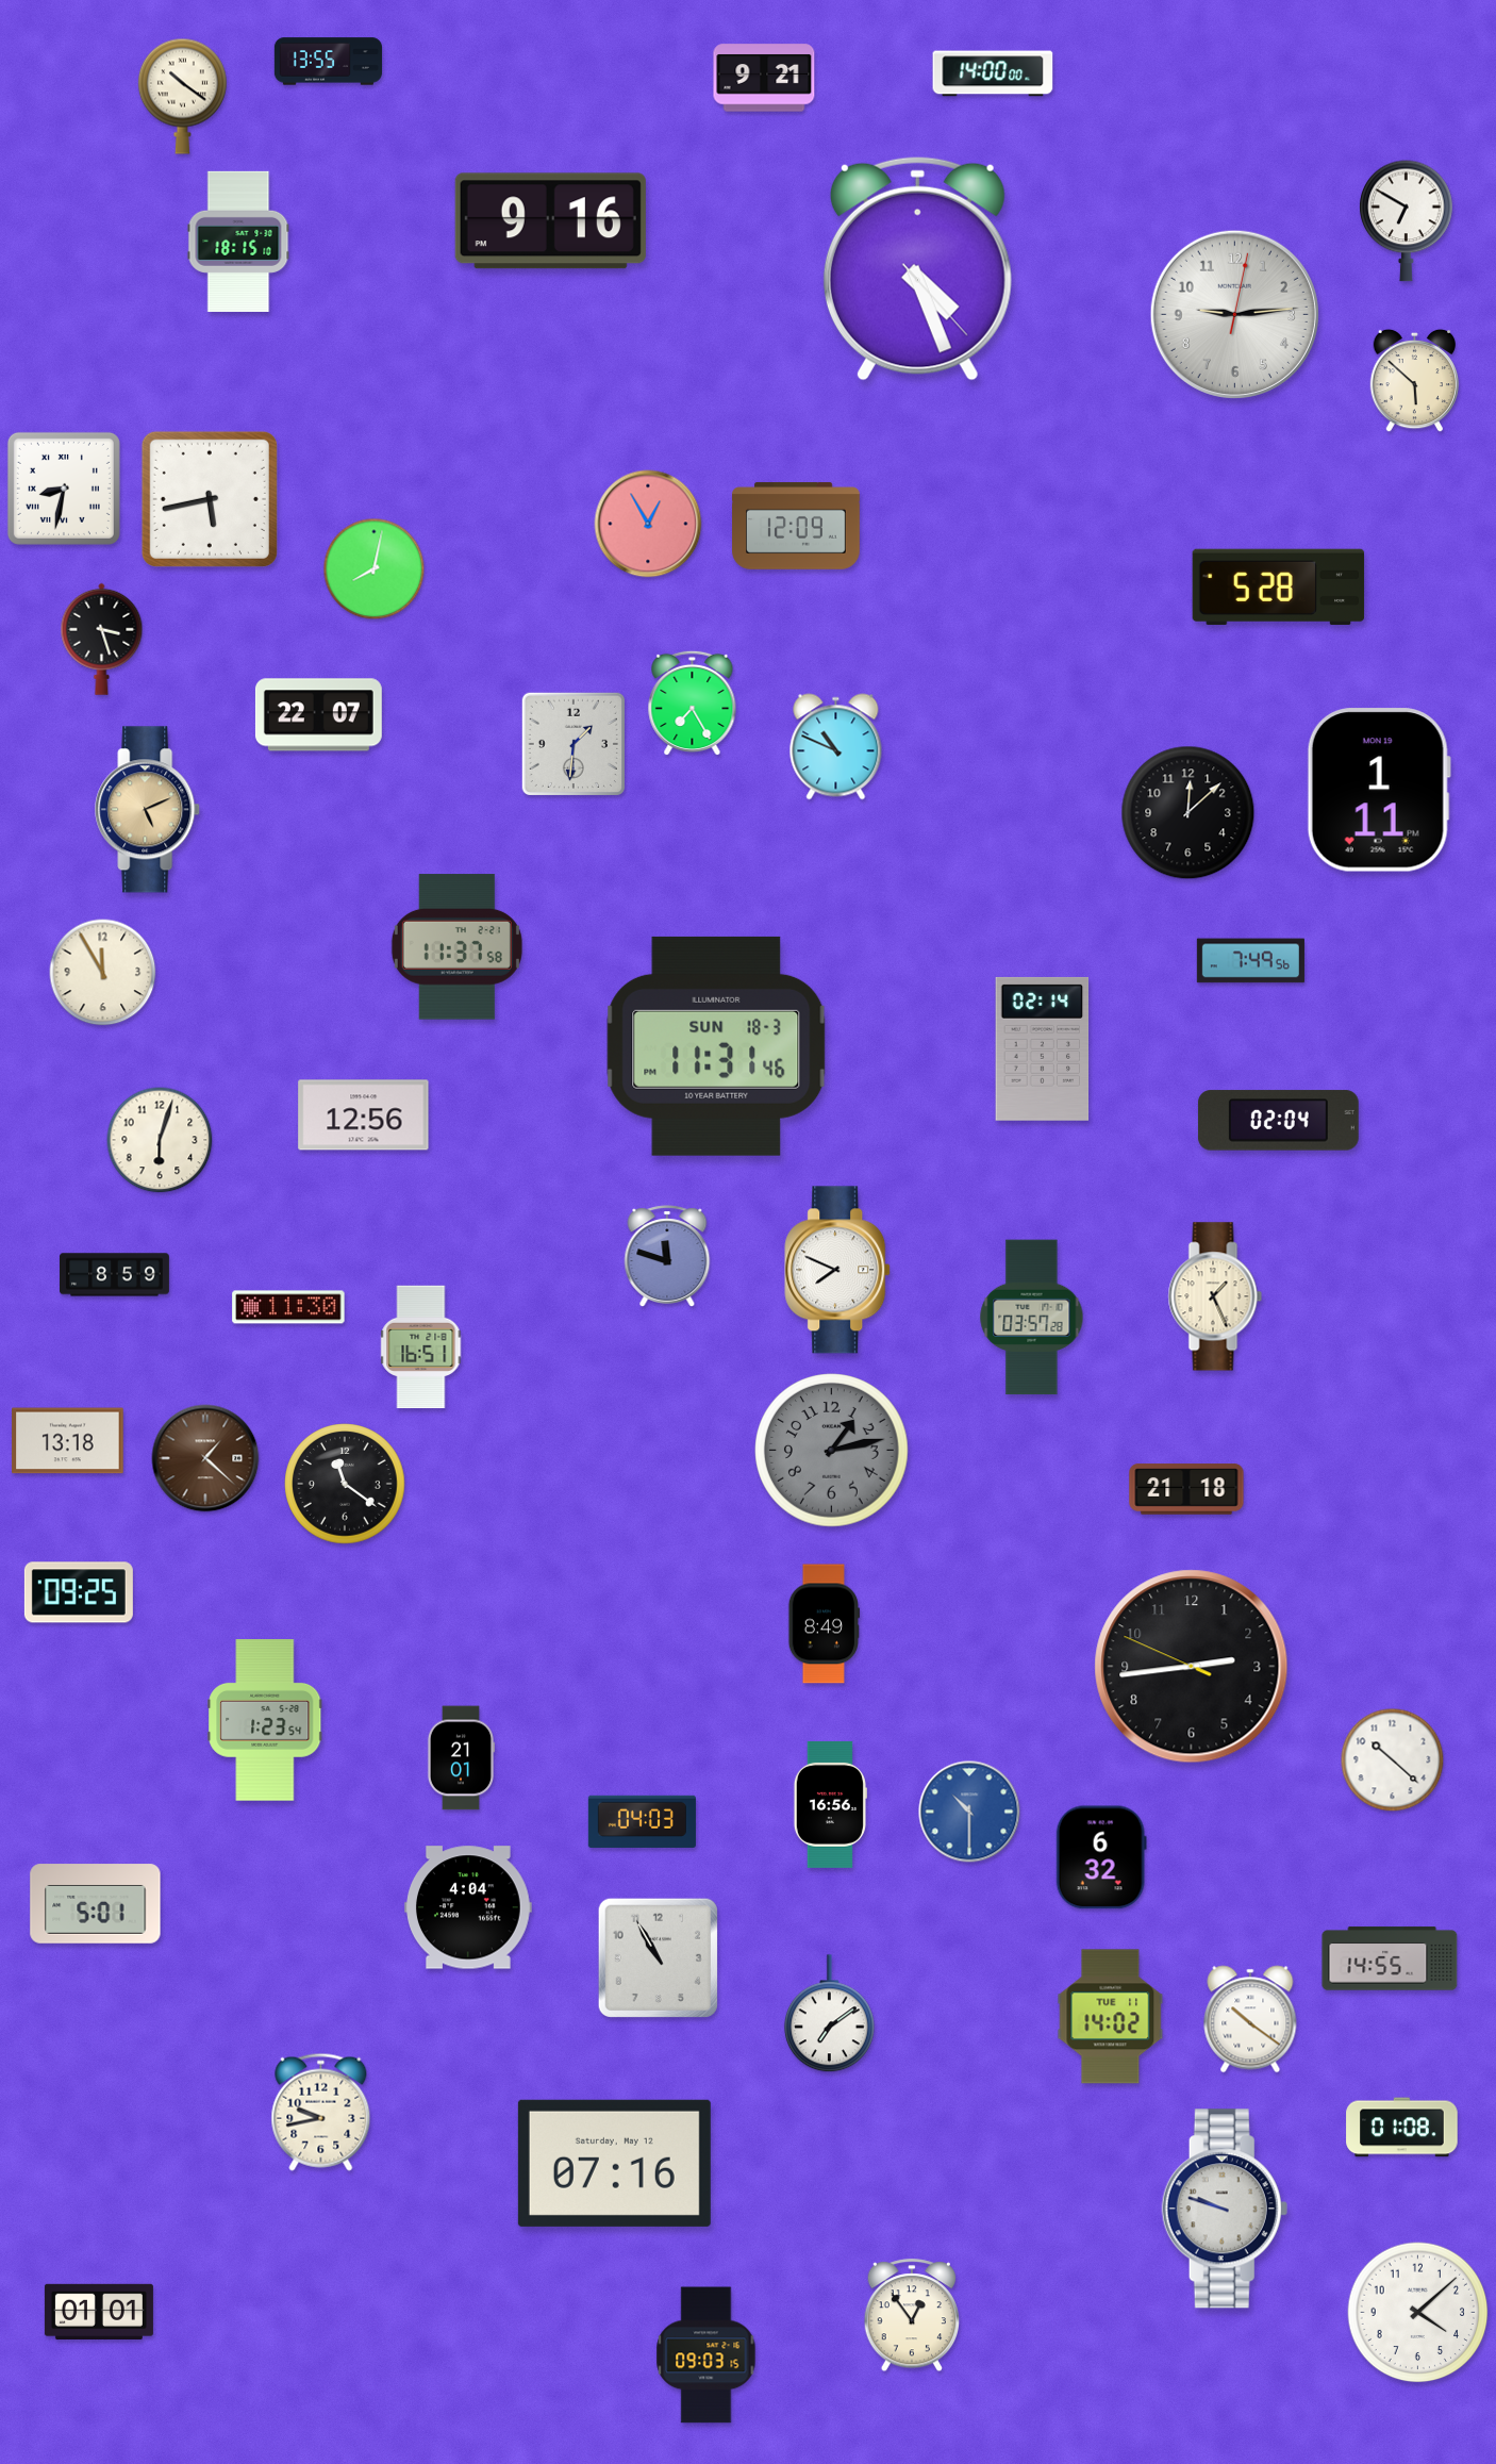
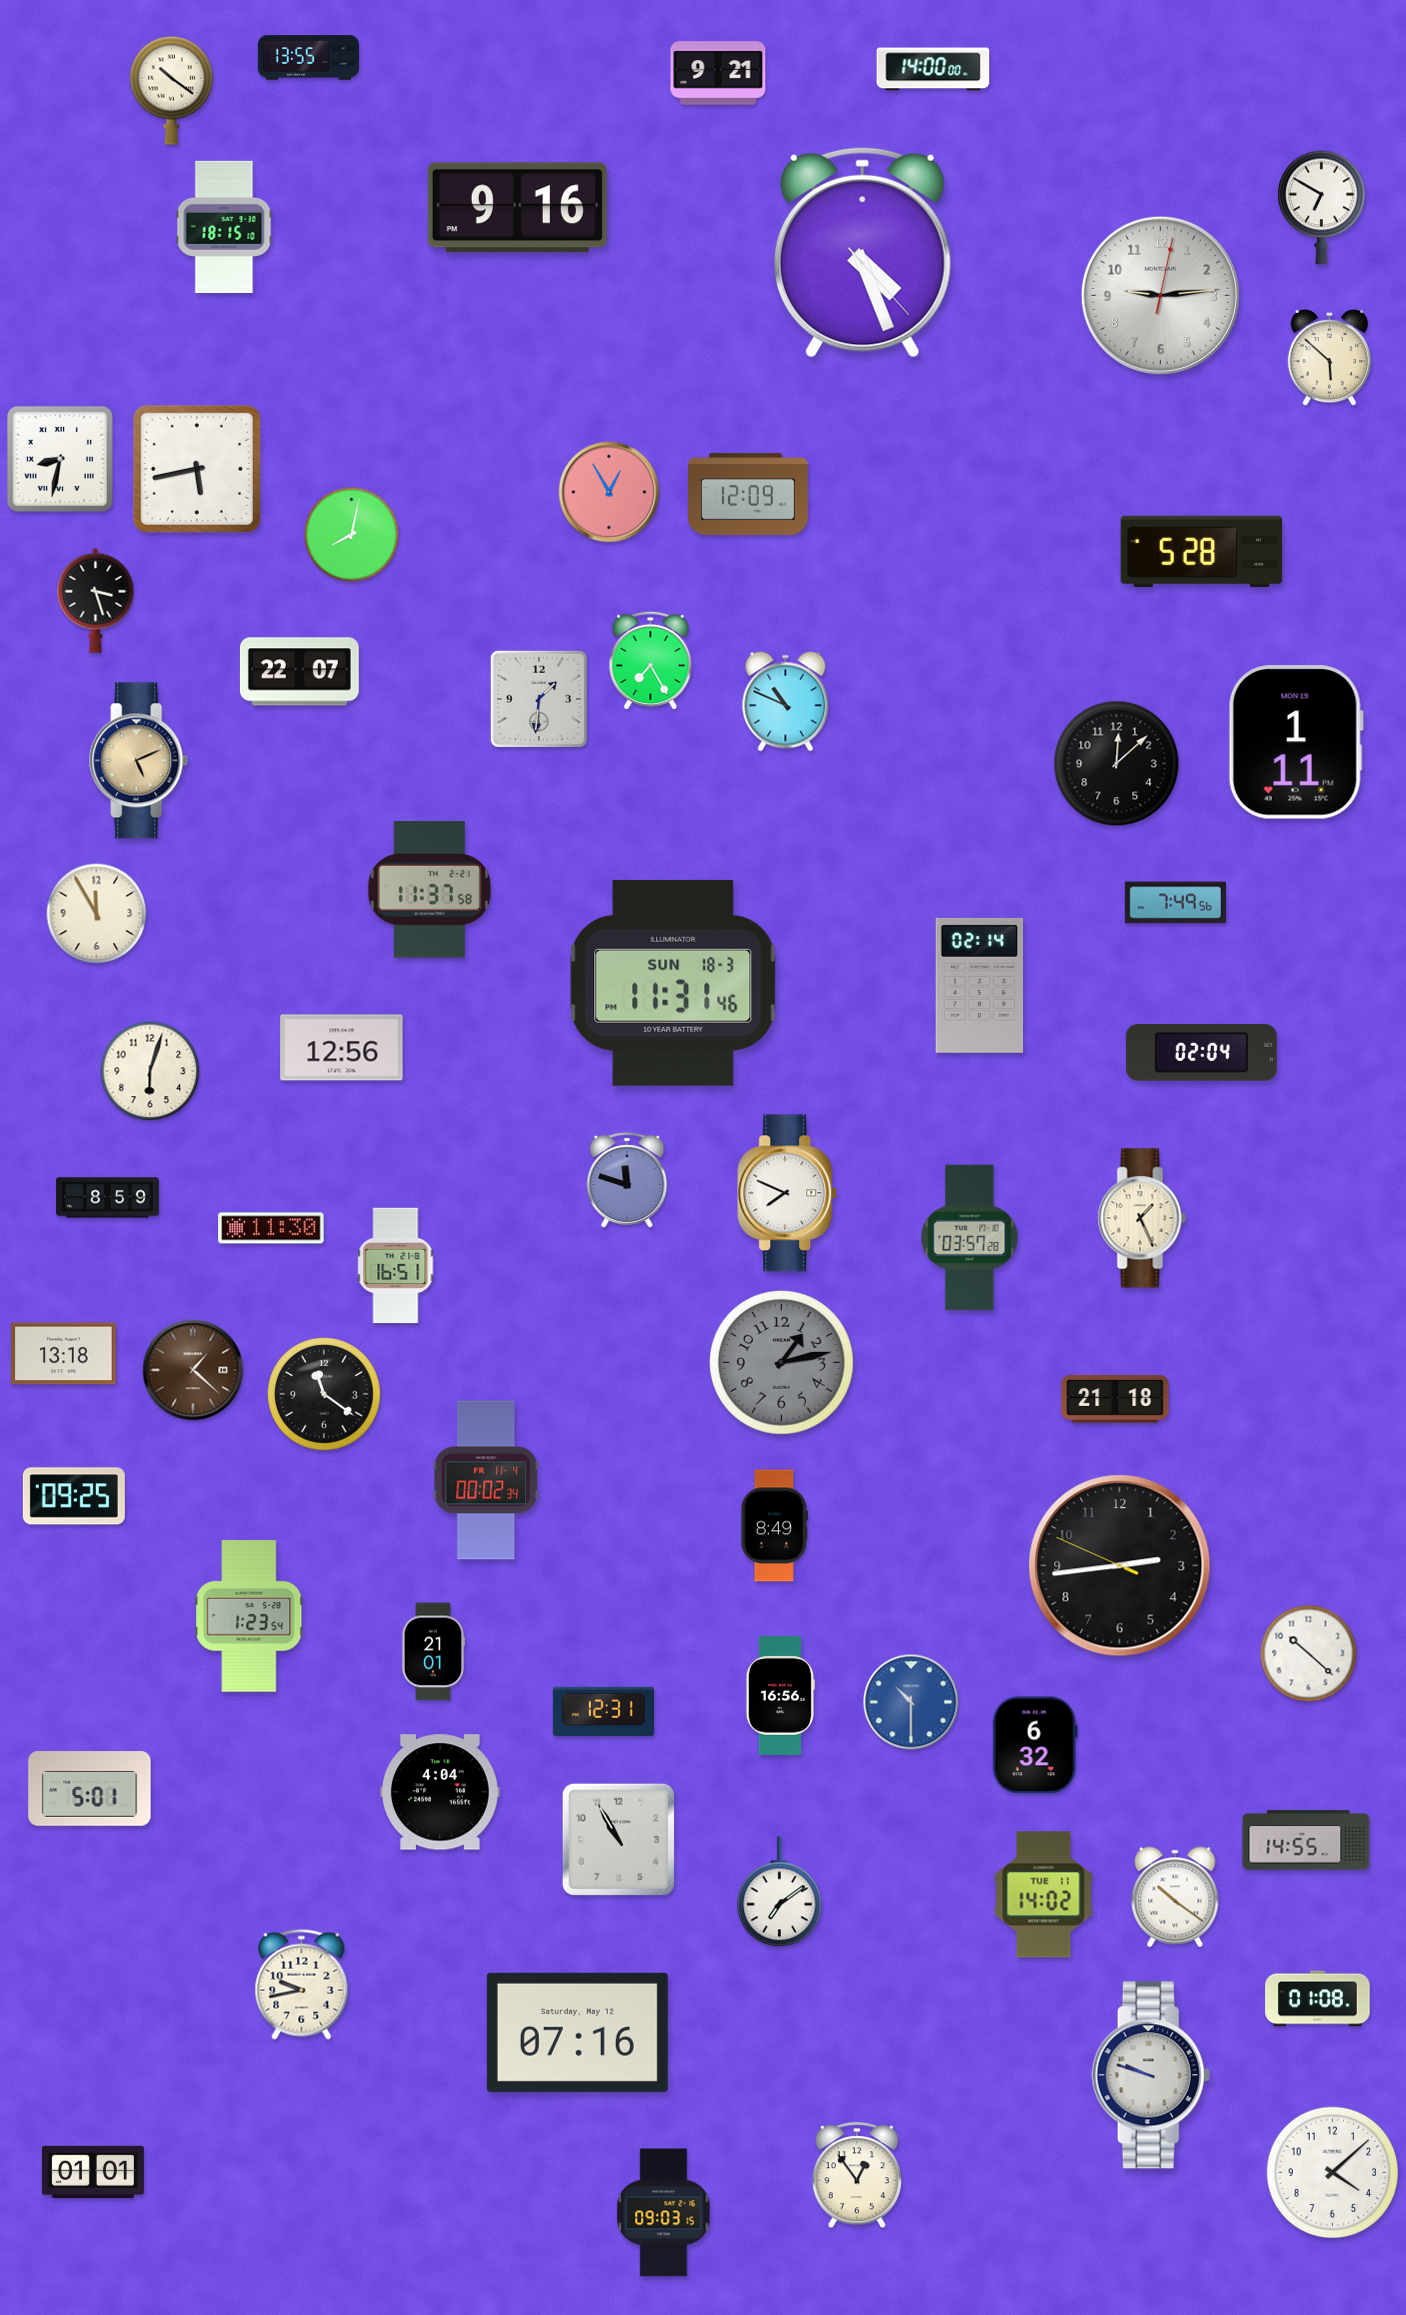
clock at (486, 1480): none -> 00:02
clock at (642, 1821): 04:03 -> 12:31
